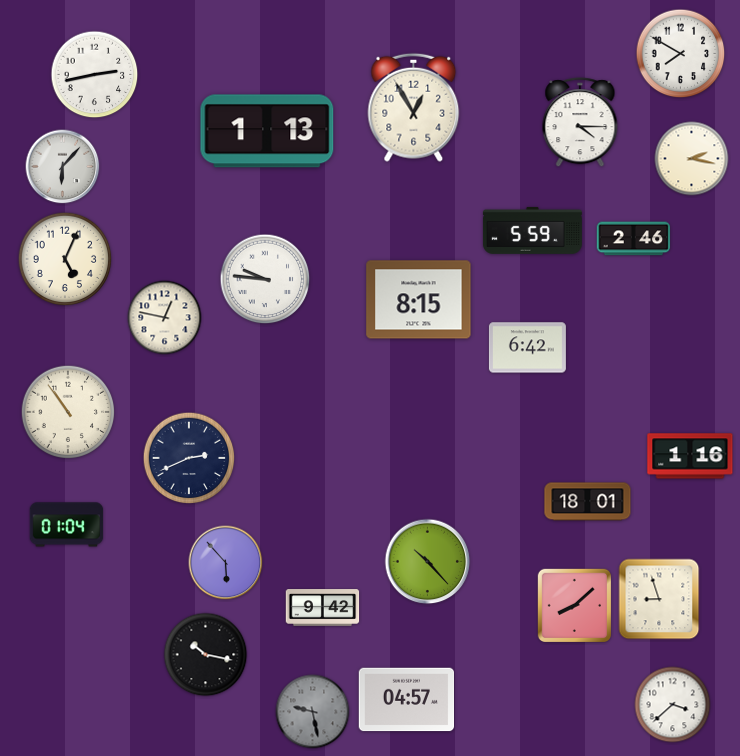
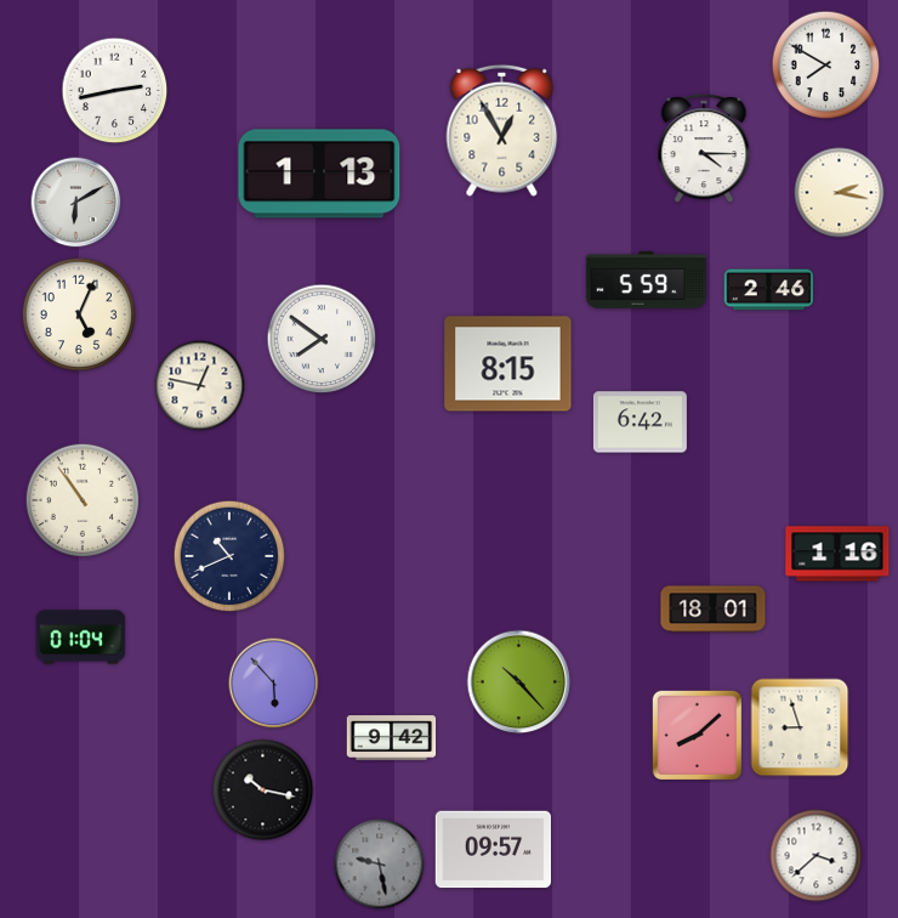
clock at (267, 131) position: (267, 131) -> (319, 174)
clock at (63, 167): 6:07 -> 6:10
clock at (265, 279): 9:46 -> 7:51
clock at (189, 458): 2:41 -> 10:41
clock at (206, 655) position: (206, 655) -> (263, 790)
clock at (407, 700): 04:57 -> 09:57
